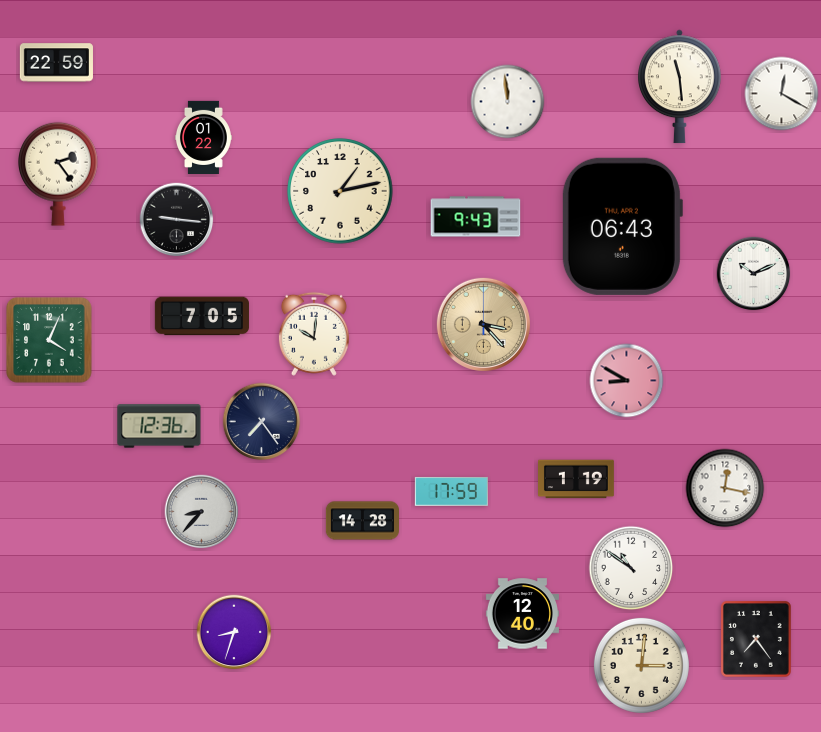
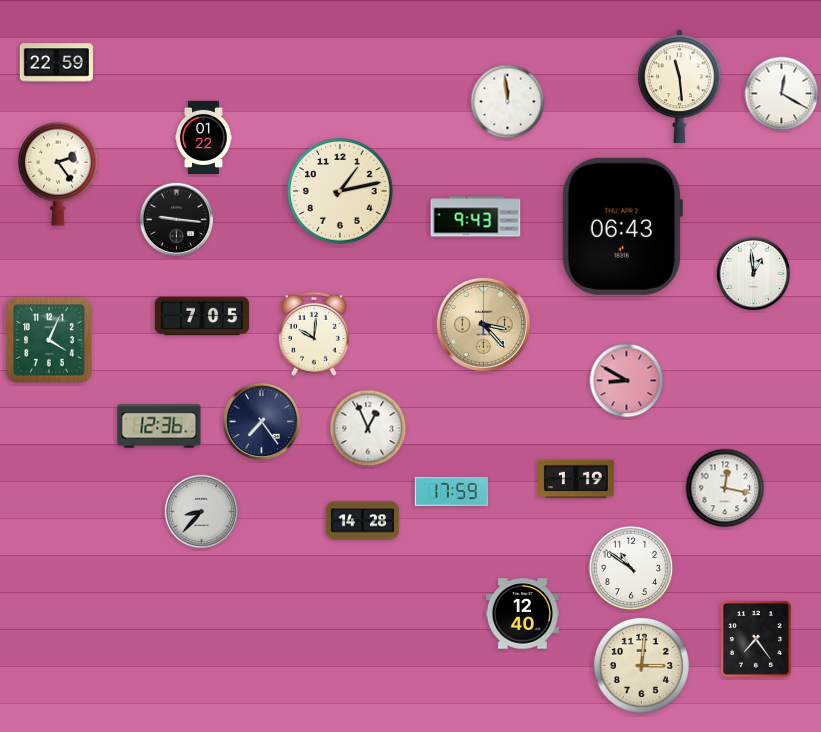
clock at (754, 274): 10:11 -> 12:59
clock at (368, 428): none -> 12:56
clock at (234, 632): 8:33 -> none
